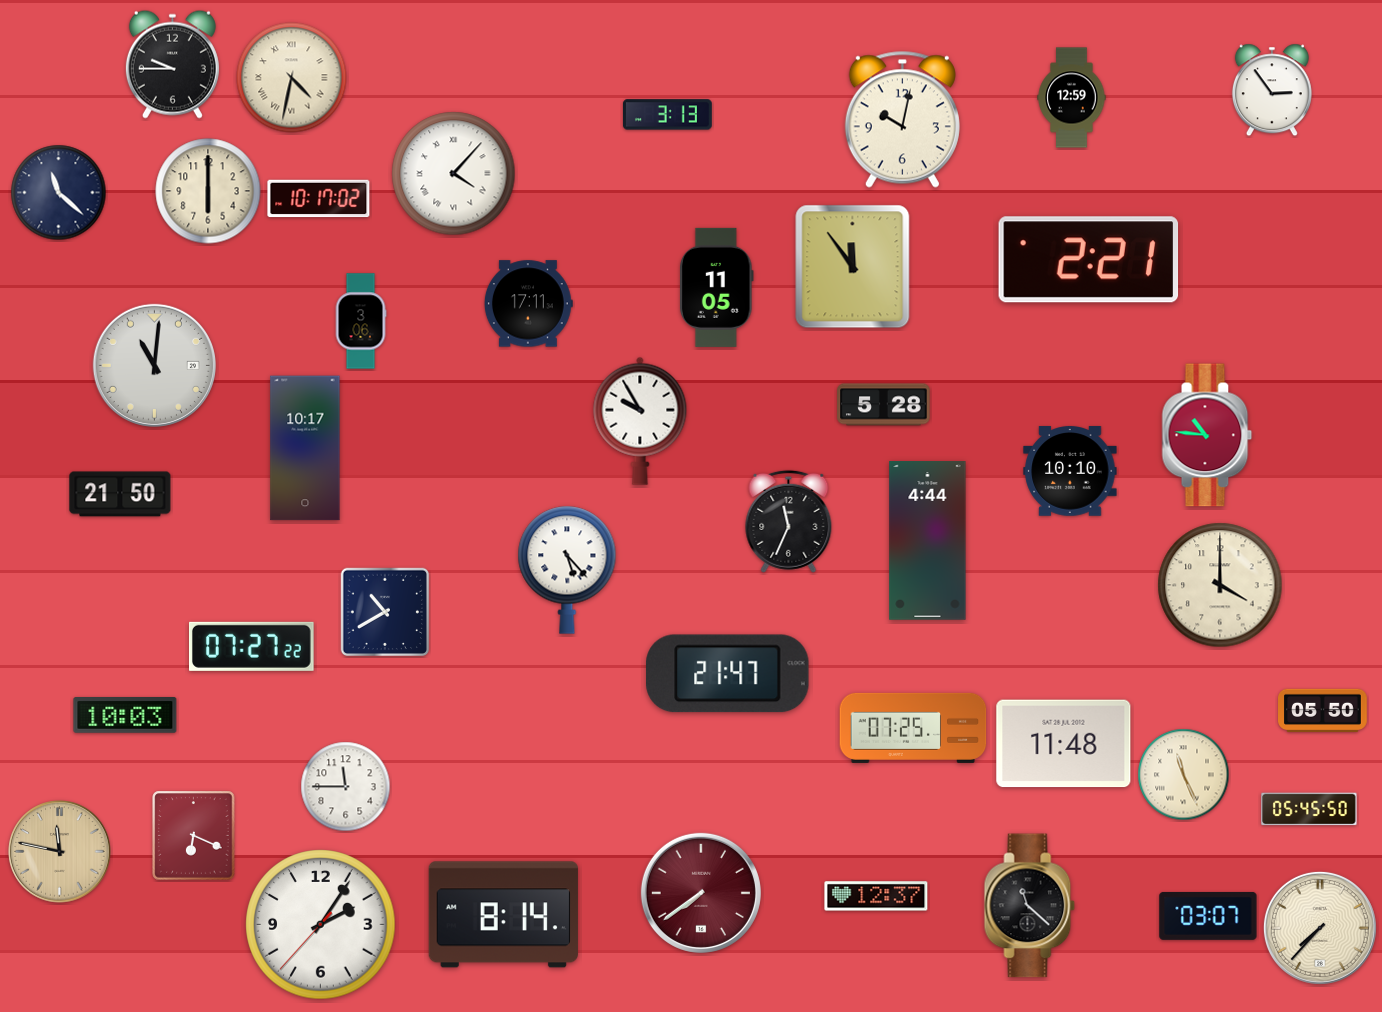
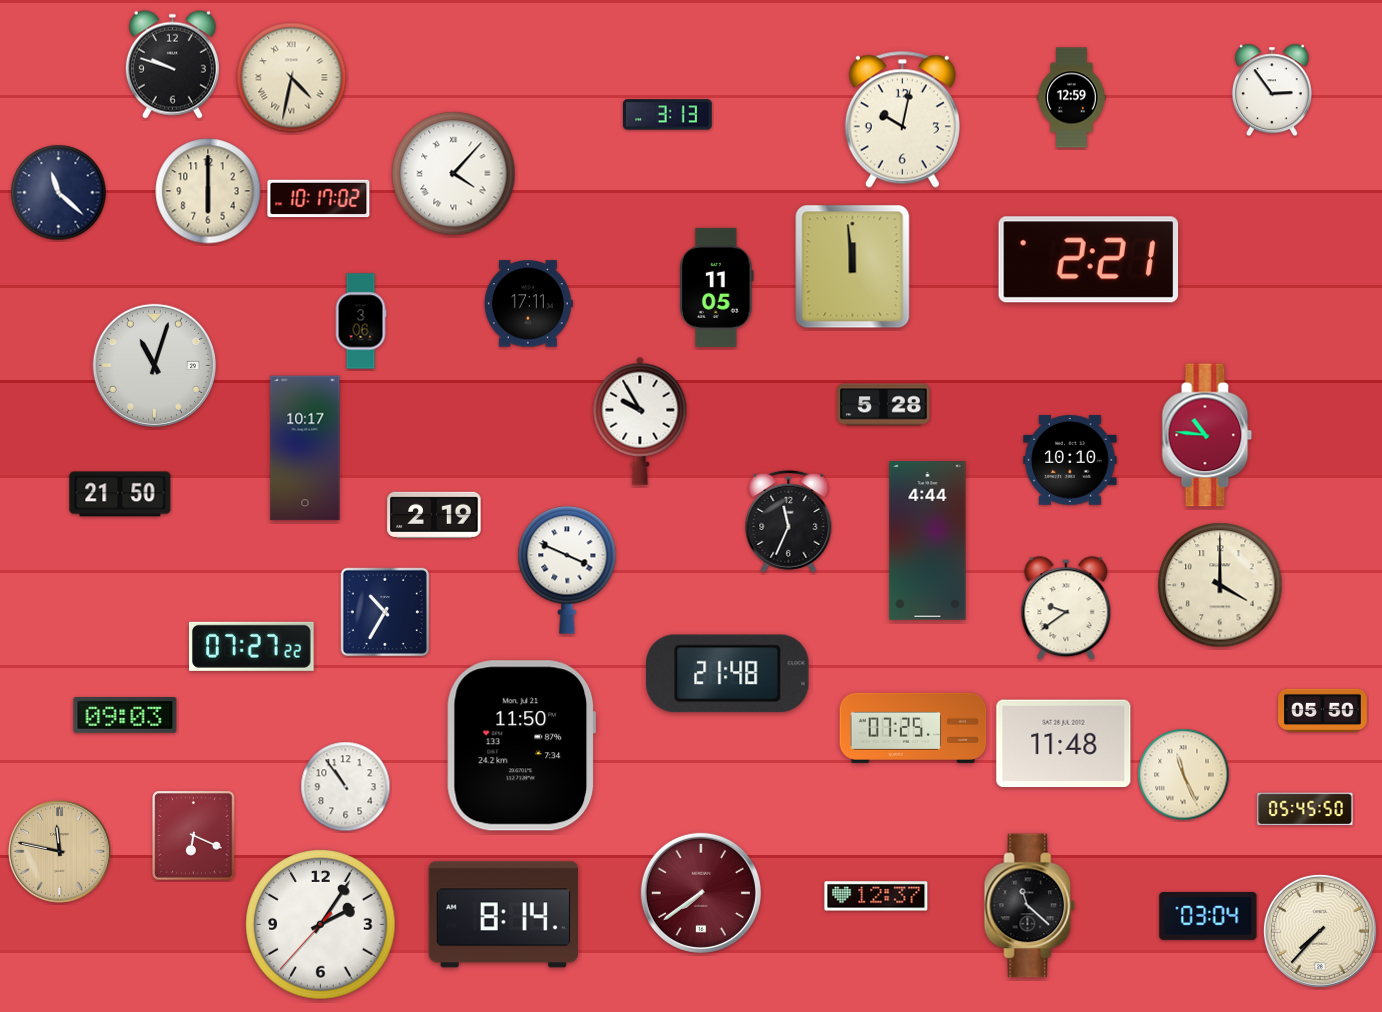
clock at (172, 64): 9:45 -> 9:48
clock at (853, 267): 11:54 -> 11:59
clock at (154, 365): 11:01 -> 11:03
clock at (1070, 471) position: (1070, 471) -> (1070, 460)
clock at (434, 515): none -> 2:19
clock at (567, 570): 5:23 -> 3:49
clock at (1066, 609): none -> 9:39
clock at (385, 612): 10:40 -> 10:35
clock at (728, 674): 21:47 -> 21:48
clock at (125, 716): 10:03 -> 09:03
clock at (522, 746): none -> 11:50
clock at (346, 787): 11:45 -> 10:54
clock at (1309, 809) position: (1309, 809) -> (1305, 809)
clock at (1208, 916): 03:07 -> 03:04
clock at (1320, 928) position: (1320, 928) -> (1320, 931)
